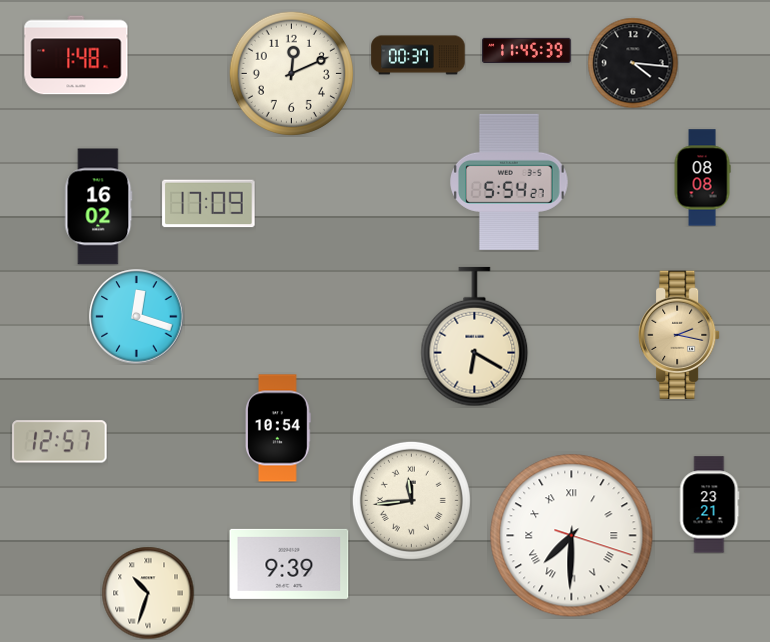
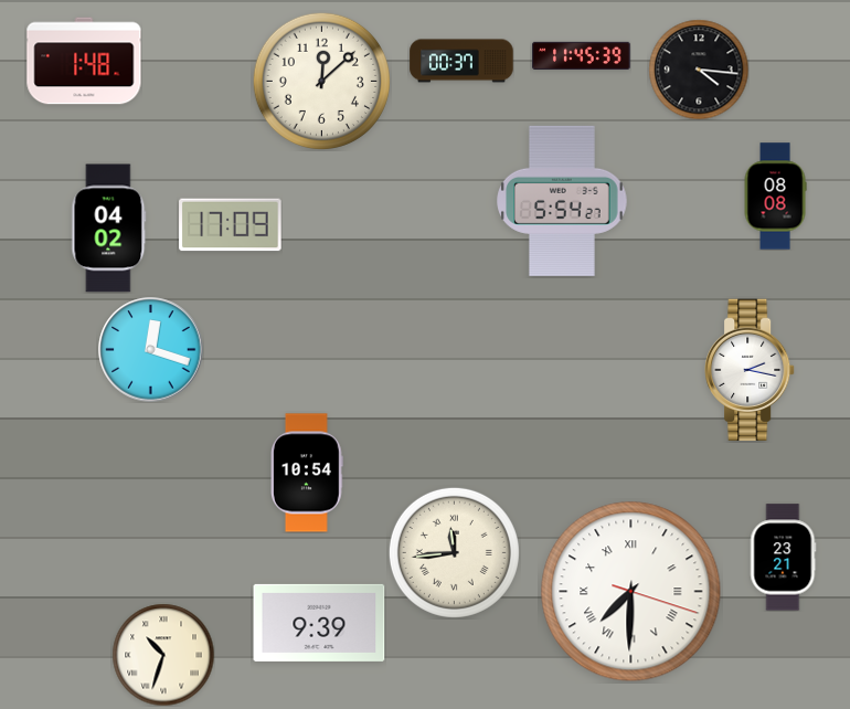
clock at (291, 73): 12:11 -> 12:08
clock at (99, 207): 16:02 -> 04:02
clock at (679, 335) dial: champagne -> white
clock at (475, 337): 6:20 -> none
clock at (60, 442): 12:57 -> none
